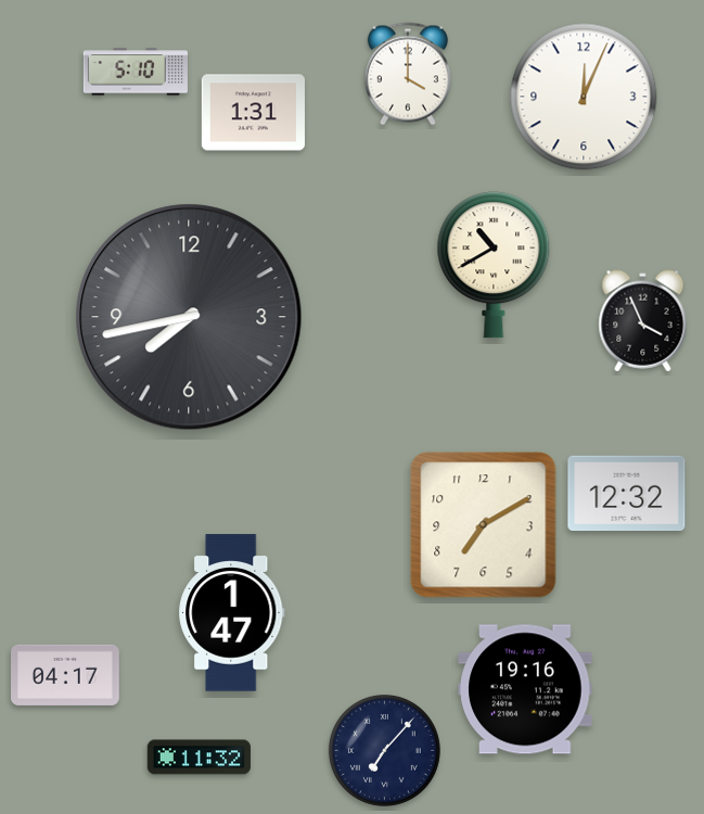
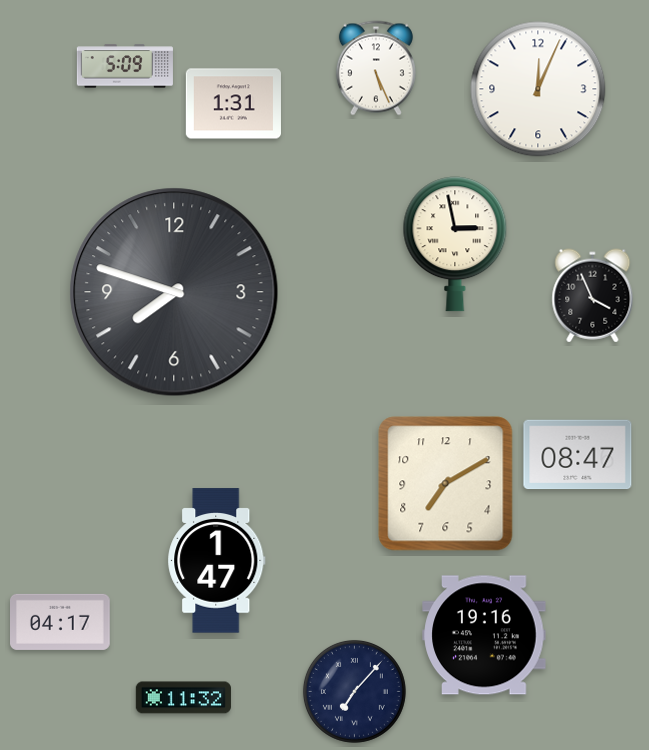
clock at (136, 72): 5:10 -> 5:09
clock at (408, 74): 4:00 -> 5:26
clock at (494, 265): 10:40 -> 2:58
clock at (189, 317): 7:43 -> 7:48
clock at (627, 494): 12:32 -> 08:47
clock at (232, 613) position: (232, 613) -> (217, 561)
